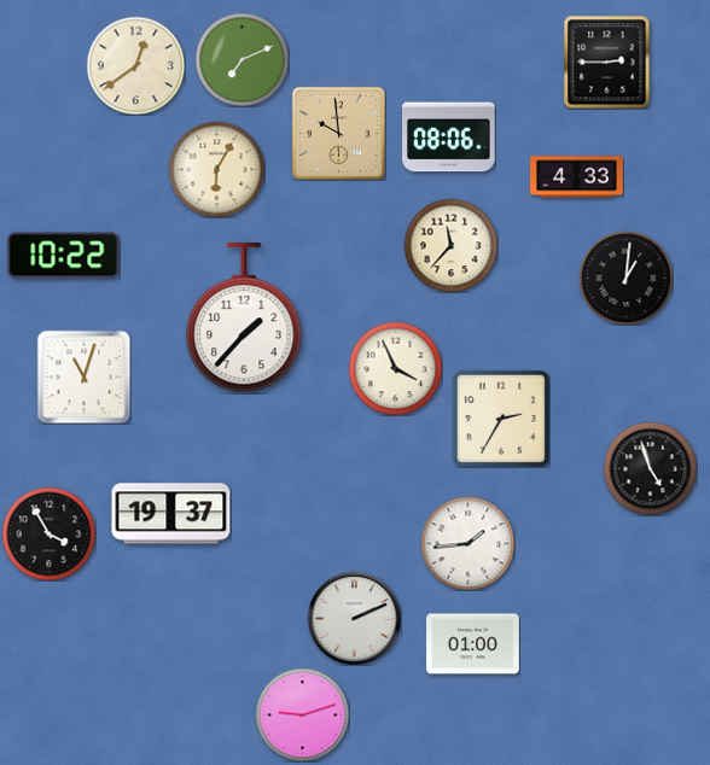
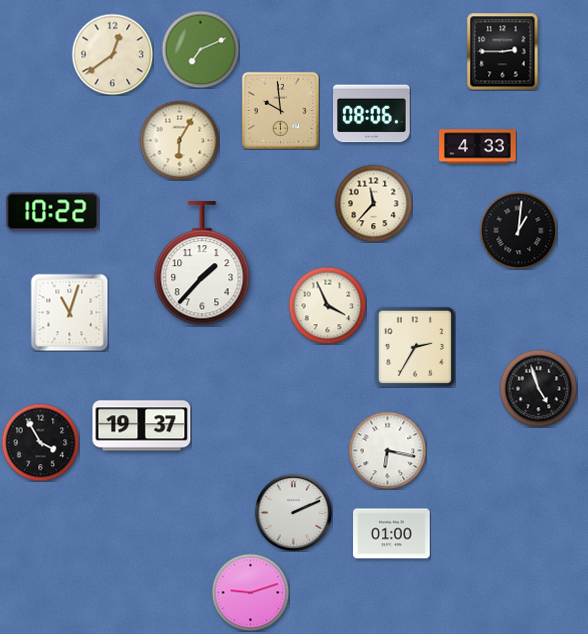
clock at (467, 543): 1:44 -> 6:17
